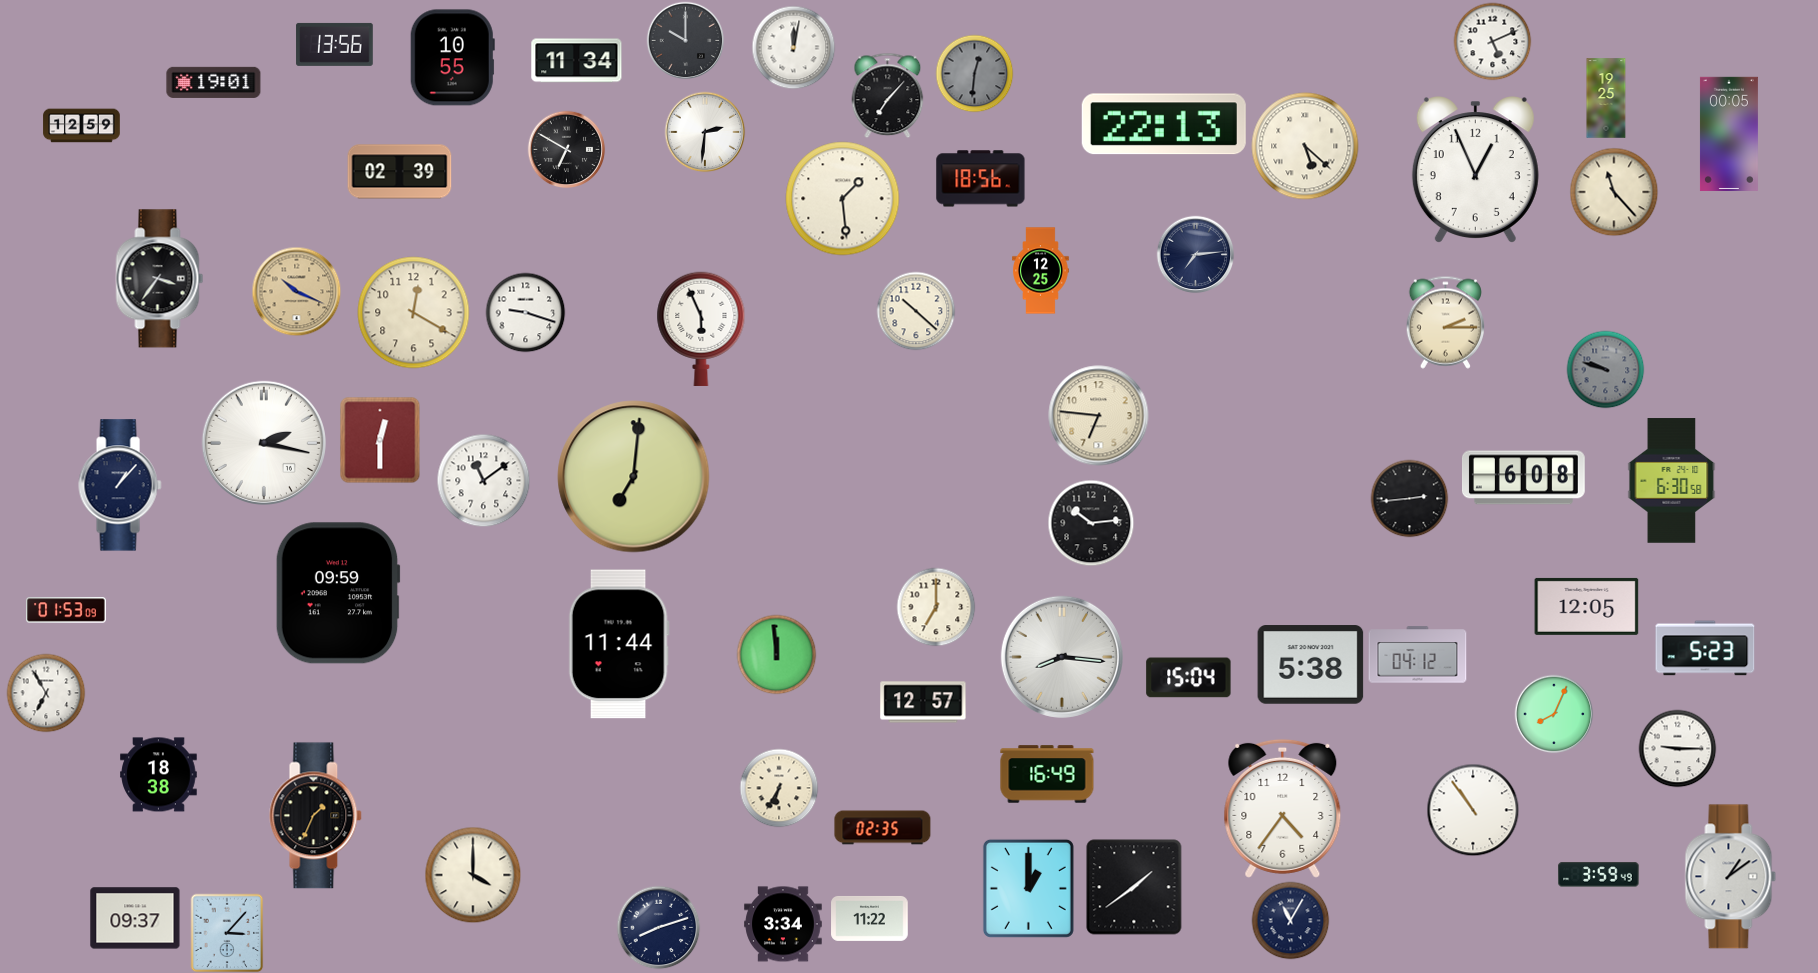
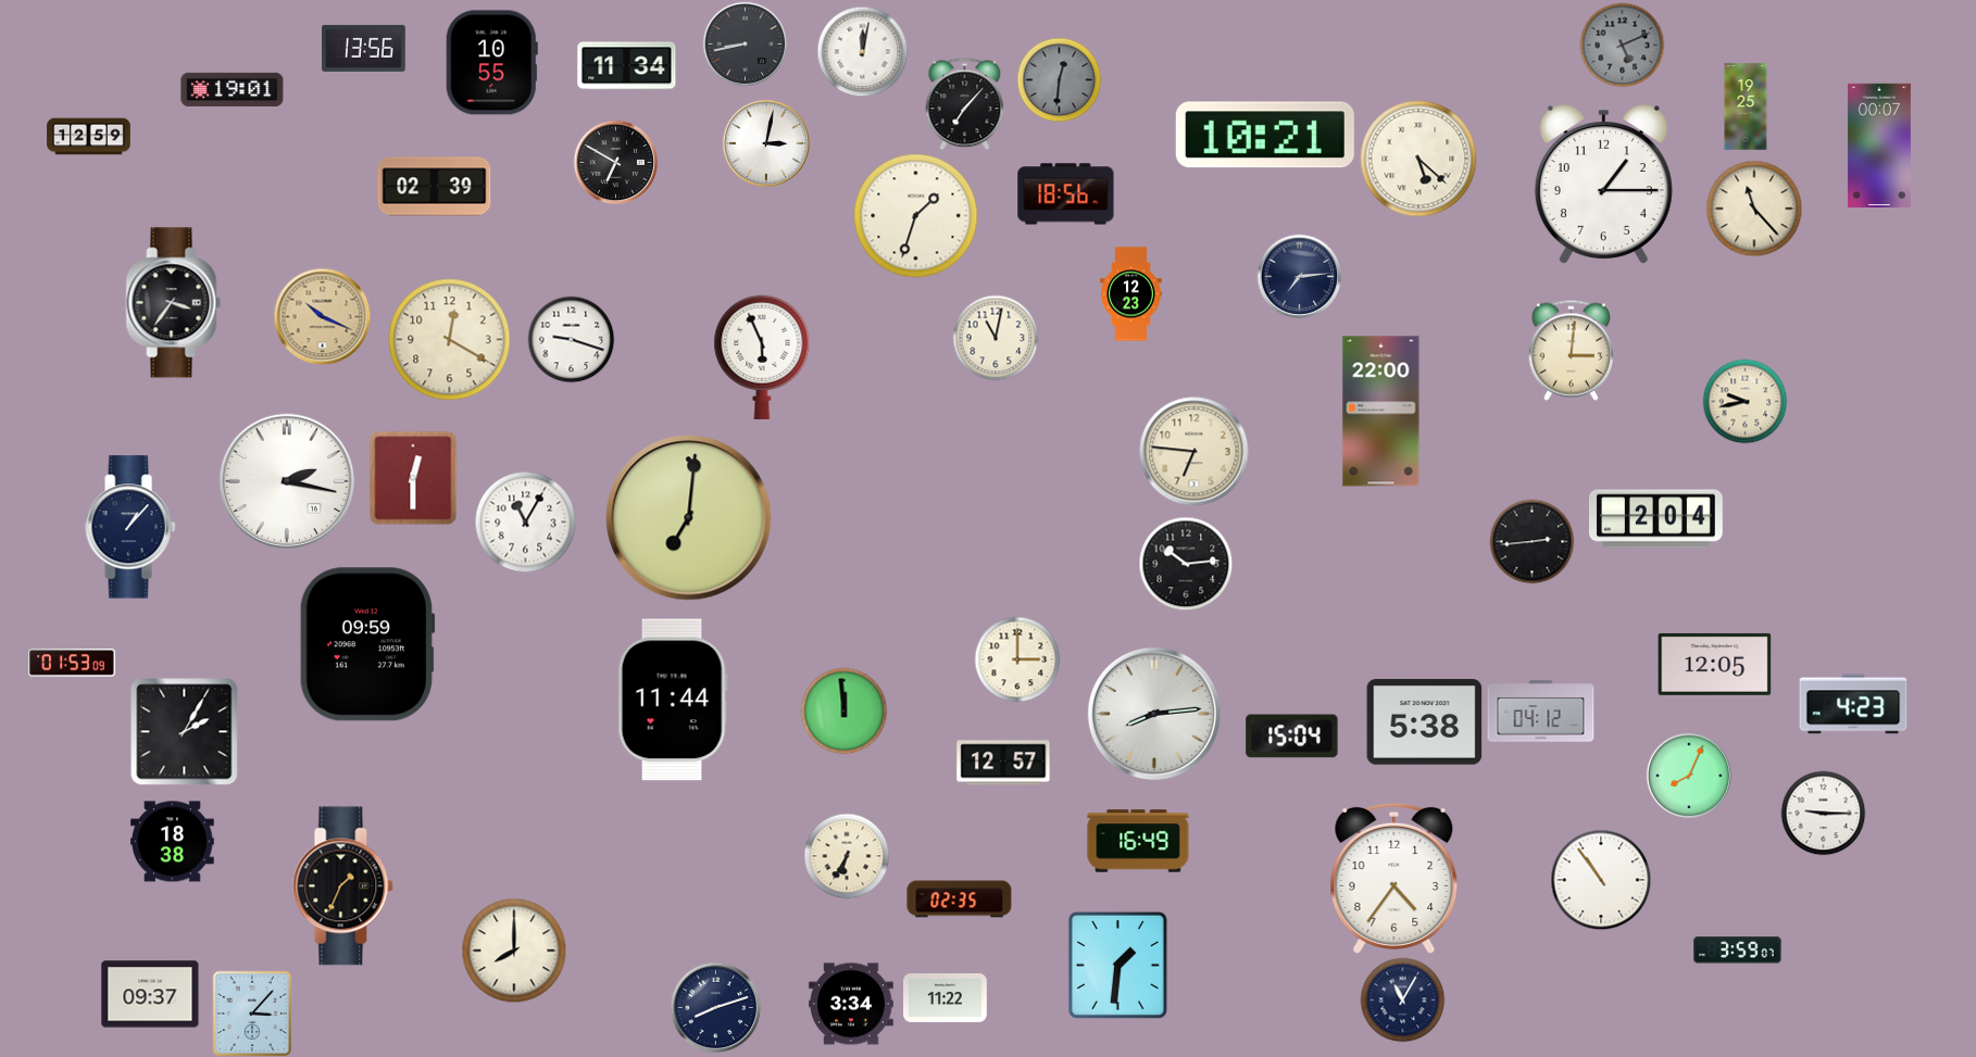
clock at (685, 40): 10:00 -> 8:43
clock at (1492, 41) dial: white -> grey
clock at (1164, 124): 22:13 -> 10:21
clock at (705, 132): 2:31 -> 3:02
clock at (1729, 134): 00:05 -> 00:07
clock at (1475, 169): 12:56 -> 1:15
clock at (843, 199): 1:29 -> 1:33
clock at (1041, 271): 12:25 -> 12:23
clock at (916, 311): 10:22 -> 11:02
clock at (1445, 322): 2:15 -> 3:01
clock at (1605, 369): 9:48 -> 9:43
clock at (1605, 369) dial: grey -> cream
clock at (1381, 412): none -> 22:00
clock at (1524, 478): 6:08 -> 2:04
clock at (483, 480): 11:09 -> 11:05
clock at (1672, 481): 6:30 -> none
clock at (1091, 523) position: (1091, 523) -> (1186, 564)
clock at (1587, 606) position: (1587, 606) -> (1715, 664)
clock at (936, 607): 7:00 -> 3:00
clock at (1705, 648): 5:23 -> 4:23
clock at (1062, 657): 8:16 -> 8:14
clock at (184, 731): none -> 2:05
clock at (46, 693): 6:55 -> none
clock at (473, 875): 4:00 -> 8:00
clock at (1599, 875): 3:59:49 -> 3:59:07
clock at (1731, 877): 1:09 -> none
clock at (1134, 887): 1:39 -> none
clock at (1028, 888): 1:00 -> 1:31
clock at (135, 918) position: (135, 918) -> (150, 994)
clock at (227, 933) position: (227, 933) -> (252, 1014)
